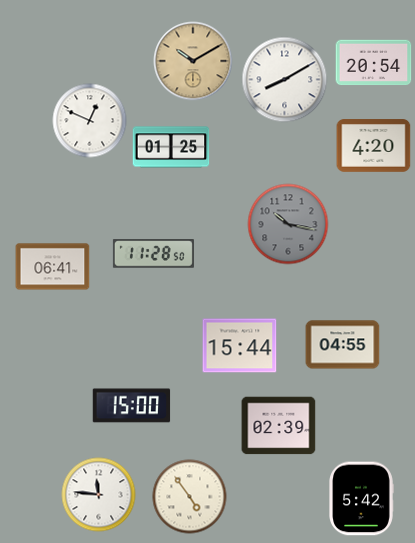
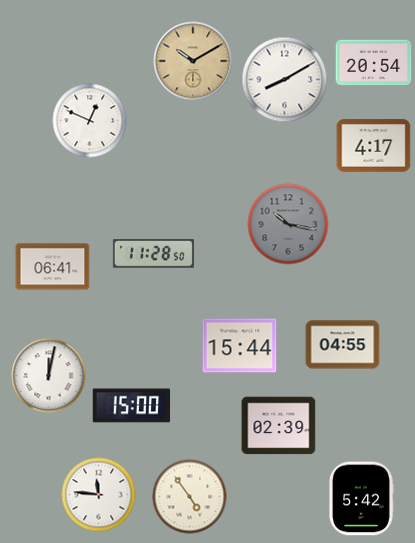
clock at (374, 146): 4:20 -> 4:17
clock at (171, 147): 01:25 -> none
clock at (49, 376): none -> 12:02
